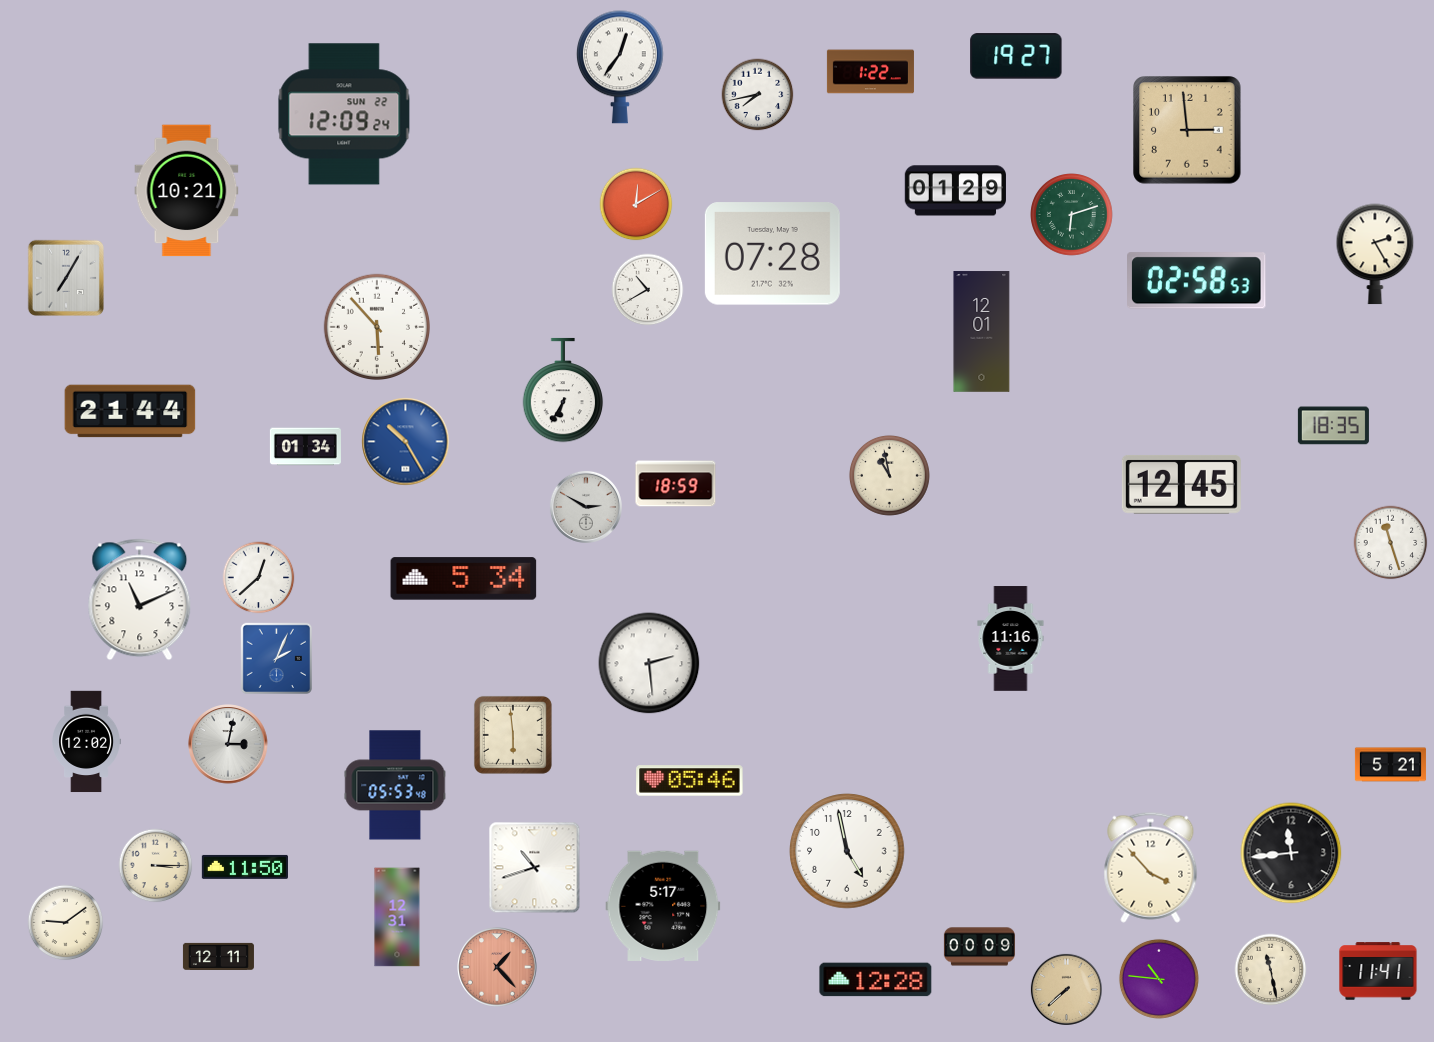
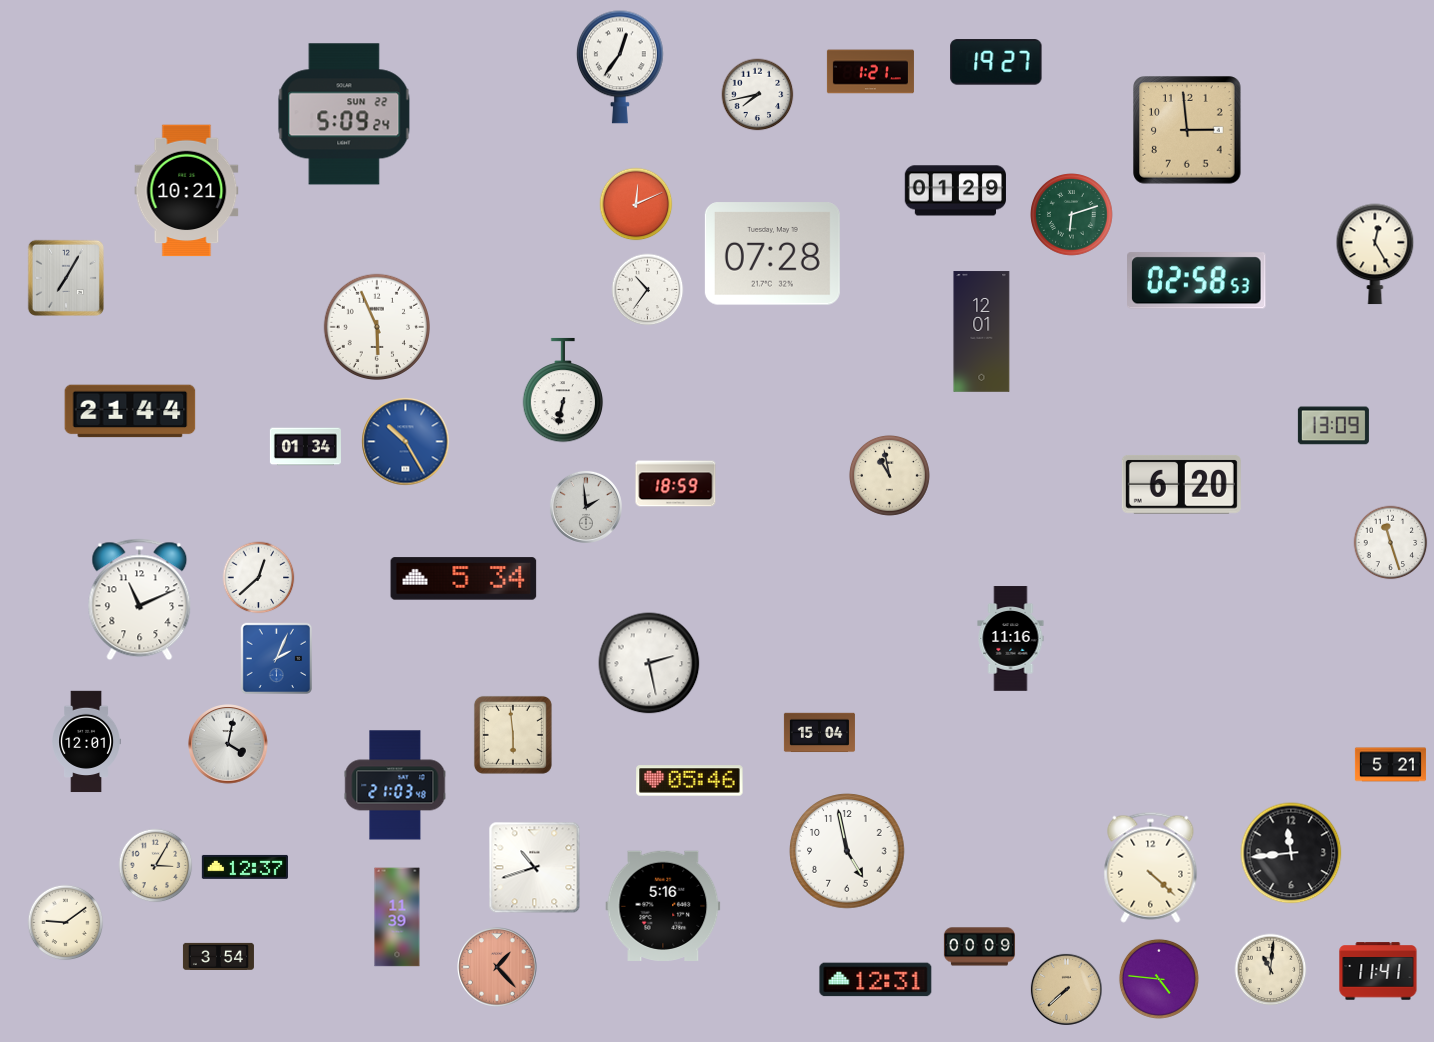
clock at (1016, 56) position: (1016, 56) -> (996, 62)
clock at (870, 72): 1:22 -> 1:21
clock at (344, 114): 12:09 -> 5:09
clock at (636, 204): 12:10 -> 12:11
clock at (1375, 254): 2:25 -> 12:25
clock at (648, 290): 10:40 -> 10:36
clock at (376, 326): 5:53 -> 5:56
clock at (563, 390): 6:35 -> 6:32
clock at (1333, 426): 18:35 -> 13:09
clock at (1181, 484): 12:45 -> 6:20
clock at (586, 507): 2:50 -> 1:59
clock at (649, 663): 2:29 -> 2:28
clock at (819, 733): none -> 15:04
clock at (86, 742): 12:02 -> 12:01
clock at (228, 744): 3:02 -> 4:02
clock at (395, 785): 05:53 -> 21:03
clock at (156, 866): 3:15 -> 3:05
clock at (245, 867): 11:50 -> 12:37
clock at (1151, 867): 3:53 -> 4:22
clock at (663, 906): 5:17 -> 5:16
clock at (397, 917): 12:31 -> 11:39
clock at (218, 956): 12:11 -> 3:54
clock at (1271, 970): 11:28 -> 11:01
clock at (1159, 979): 10:46 -> 4:46
clock at (876, 980): 12:28 -> 12:31
